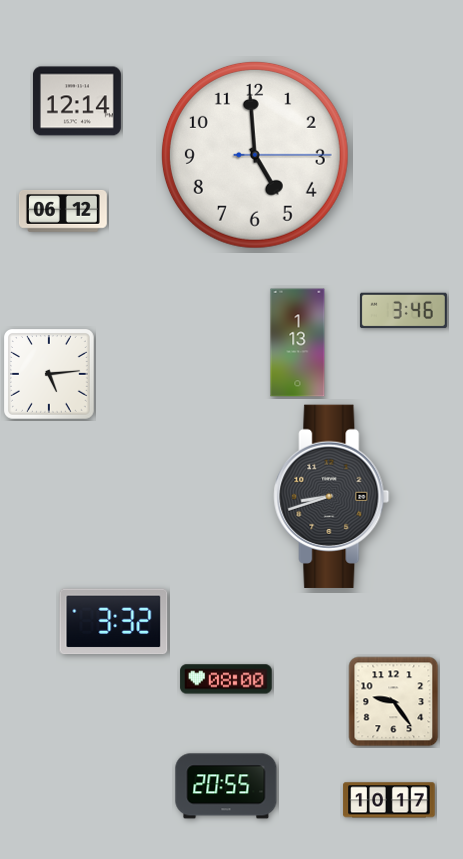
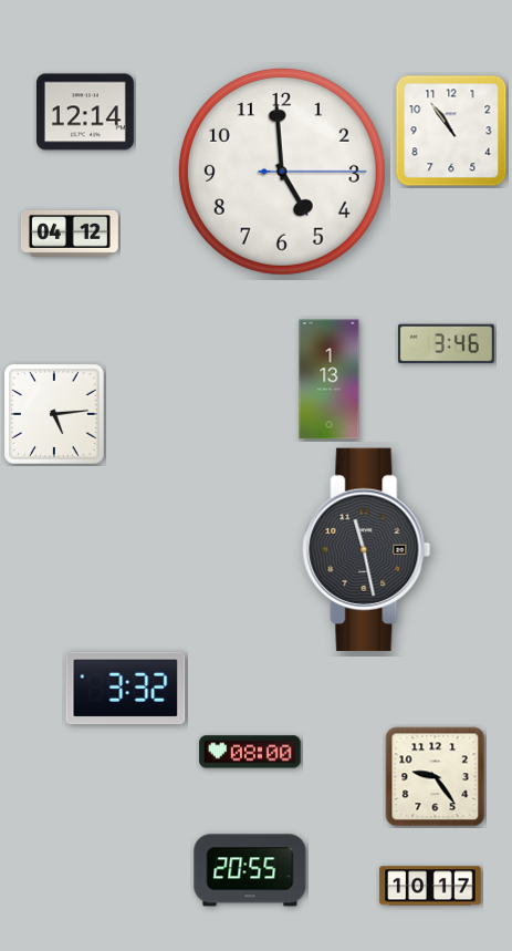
clock at (451, 131): none -> 10:54
clock at (63, 211): 06:12 -> 04:12
clock at (332, 496): 8:42 -> 11:28
